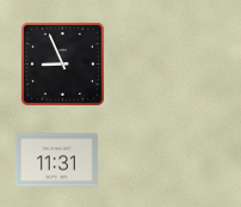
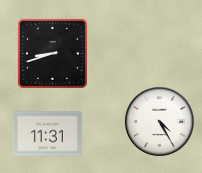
clock at (62, 63): 8:56 -> 8:42
clock at (160, 122): none -> 4:25
